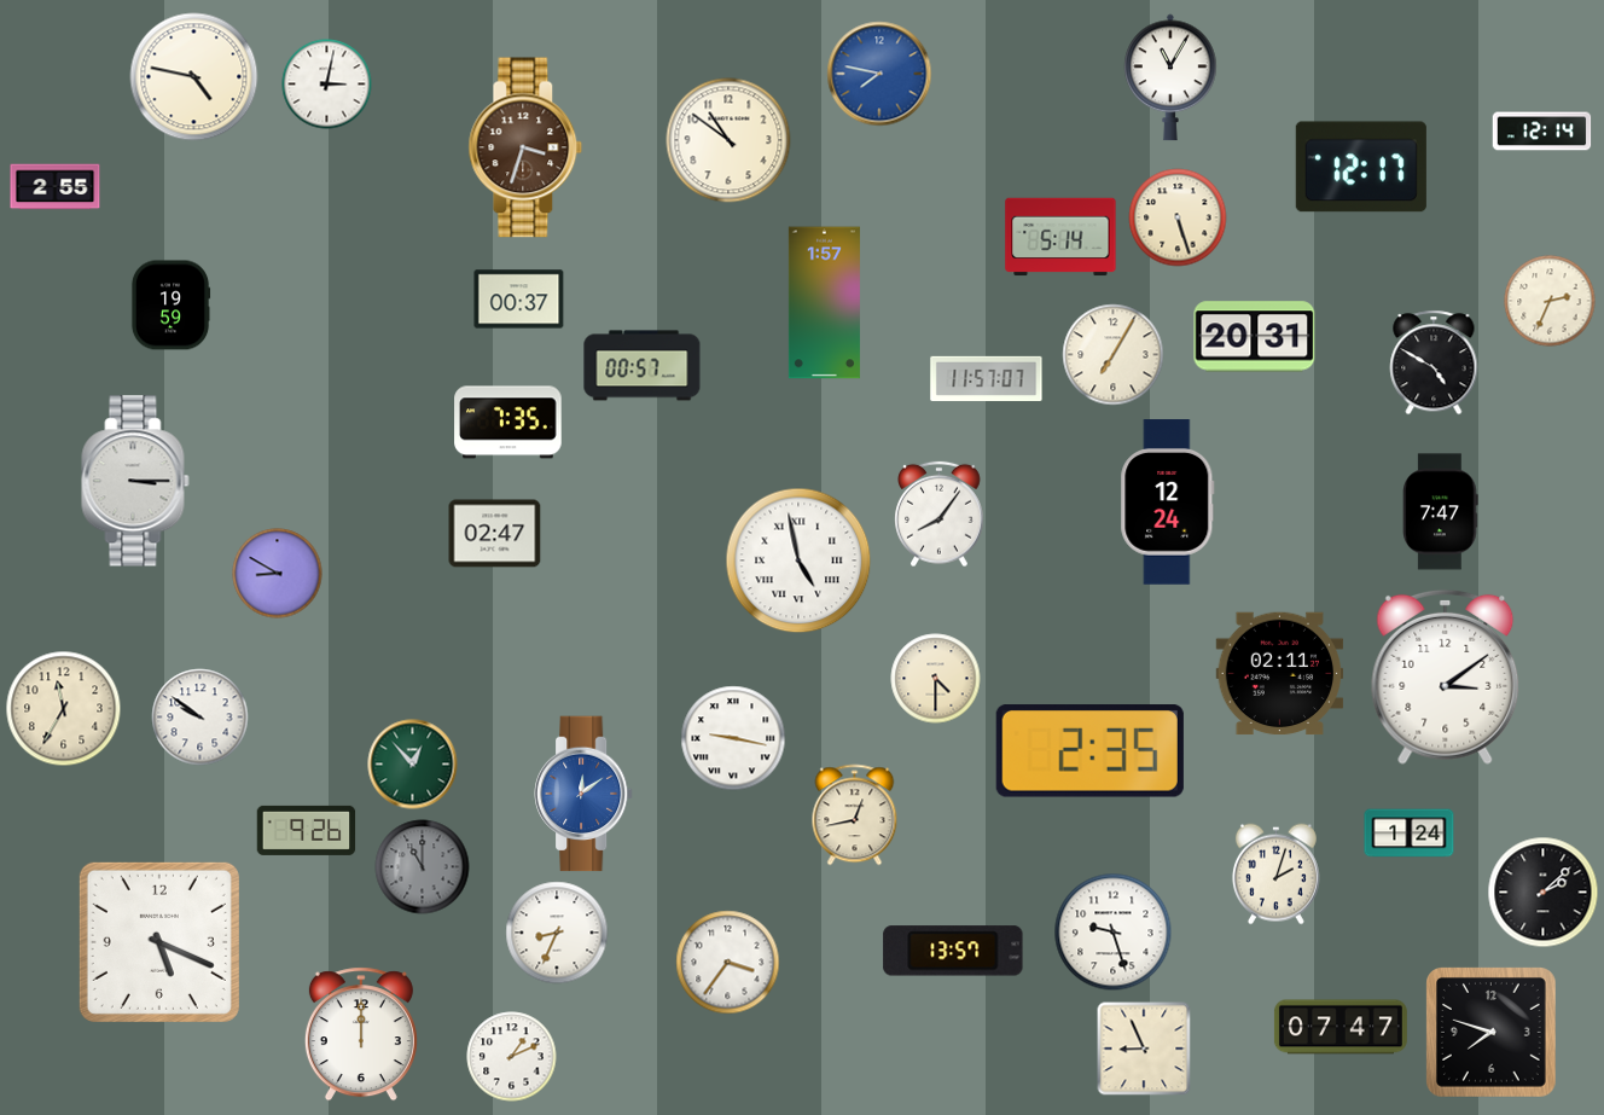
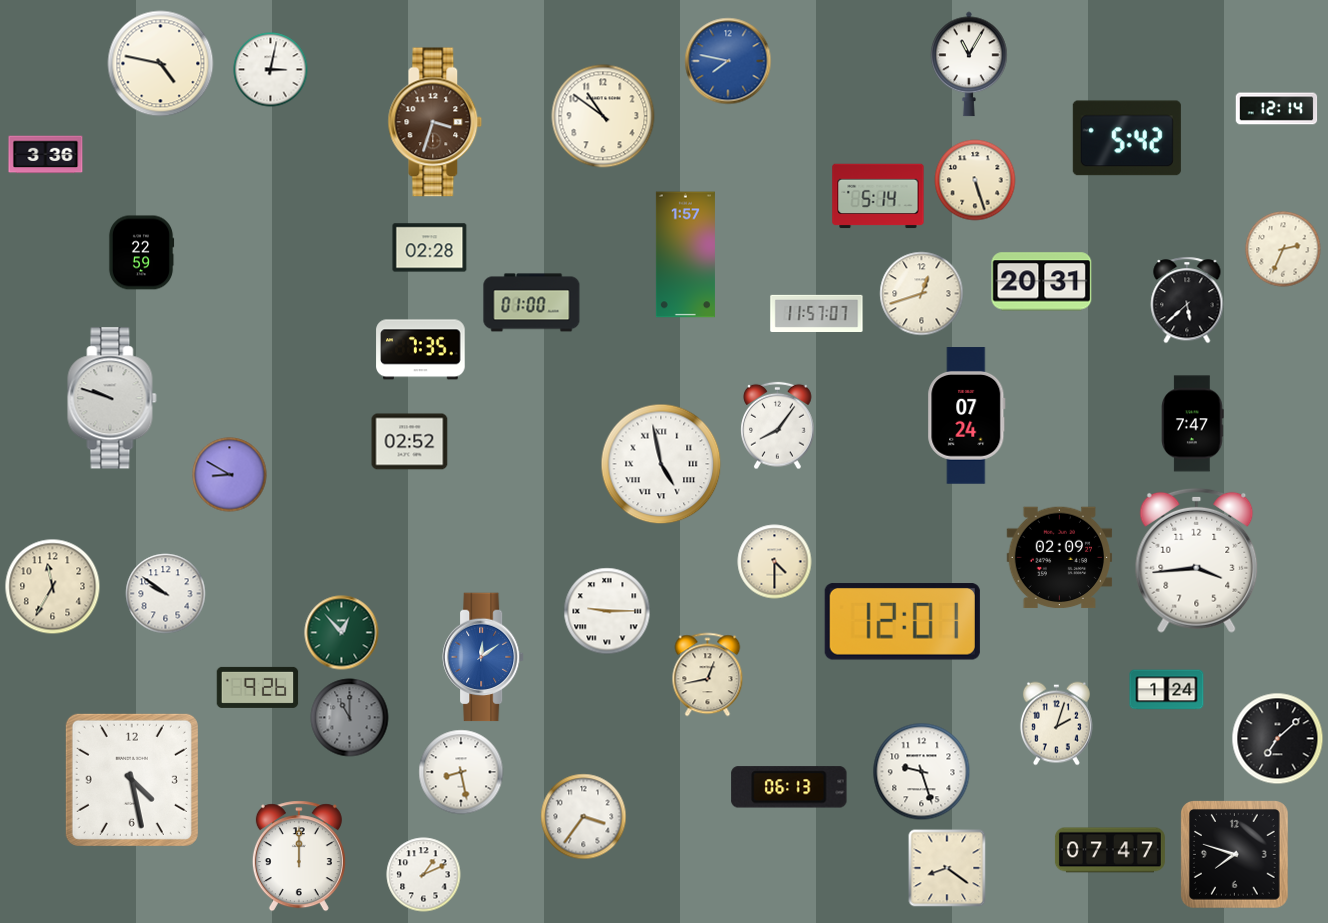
clock at (1361, 167): 12:17 -> 5:42
clock at (56, 187): 2:55 -> 3:36
clock at (519, 300): 00:37 -> 02:28
clock at (824, 303) position: (824, 303) -> (685, 255)
clock at (170, 306): 19:59 -> 22:59
clock at (1255, 337) position: (1255, 337) -> (1042, 282)
clock at (1114, 355): 7:05 -> 12:42
clock at (1434, 362): 4:50 -> 5:38
clock at (643, 366): 00:57 -> 01:00
clock at (135, 481): 3:15 -> 9:48
clock at (1168, 503): 12:24 -> 07:24
clock at (495, 534): 02:47 -> 02:52
clock at (1280, 674): 02:11 -> 02:09
clock at (1446, 676): 3:09 -> 3:44
clock at (733, 738): 9:17 -> 9:15
clock at (1089, 751): 2:35 -> 12:01
clock at (307, 830) position: (307, 830) -> (258, 687)
clock at (1544, 893): 2:08 -> 7:08
clock at (557, 933): 8:34 -> 8:28
clock at (159, 942): 5:19 -> 4:28
clock at (953, 951): 13:57 -> 06:13
clock at (728, 963) position: (728, 963) -> (584, 817)
clock at (1144, 1049): 8:56 -> 8:21
